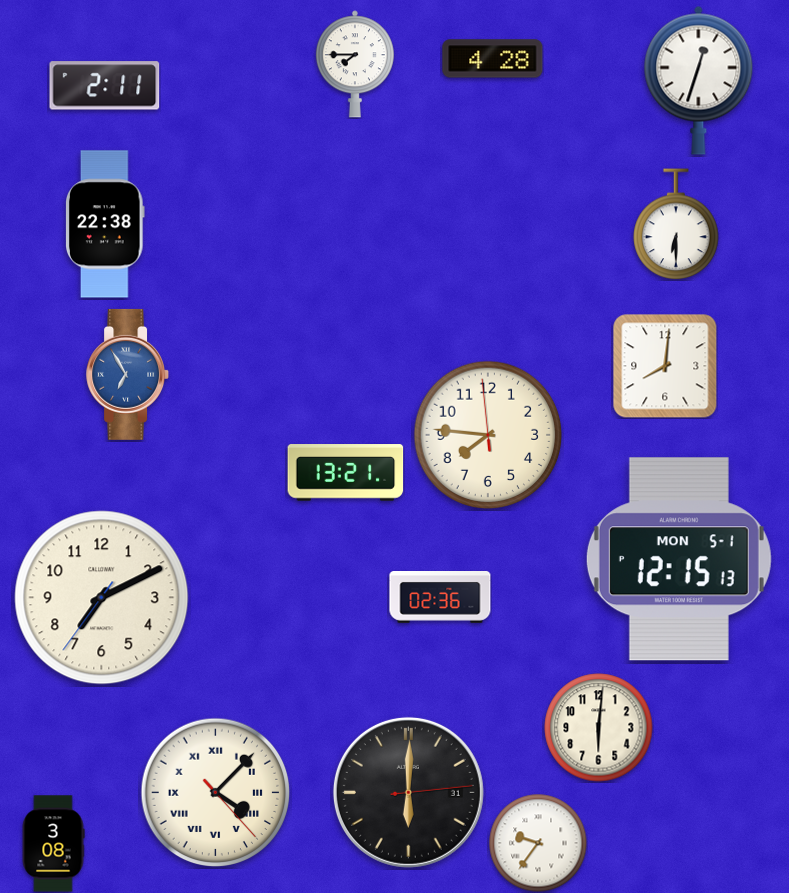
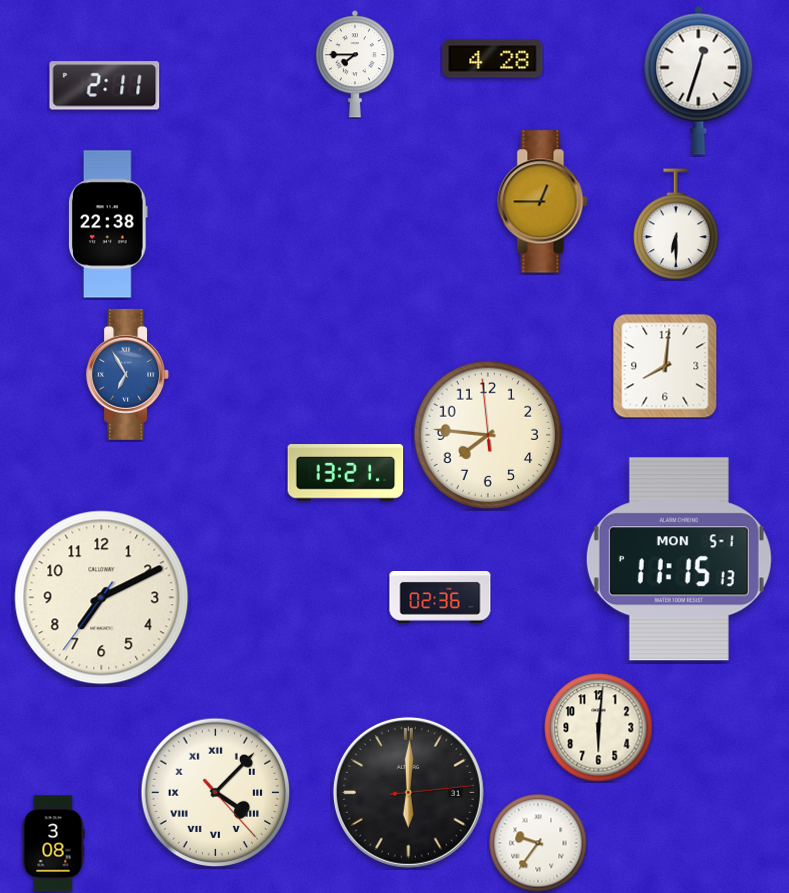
clock at (543, 202): none -> 12:45
clock at (106, 224) position: (106, 224) -> (109, 224)
clock at (679, 559): 12:15 -> 11:15
